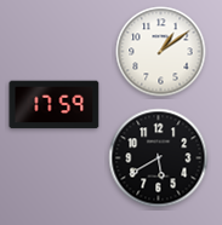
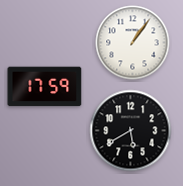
clock at (161, 52): 1:09 -> 1:06
